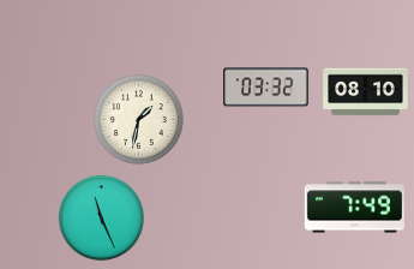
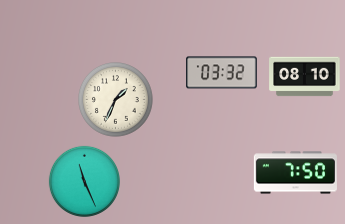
clock at (139, 120): 1:32 -> 1:34
clock at (354, 208): 7:49 -> 7:50
